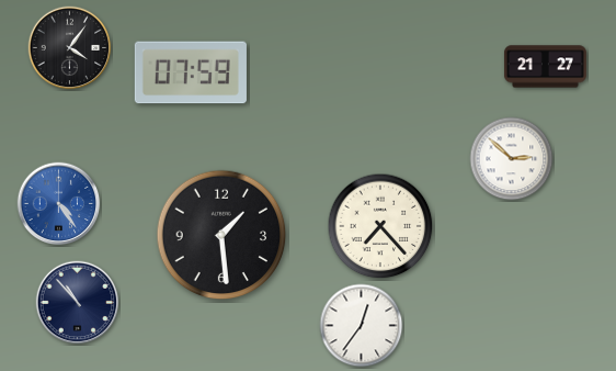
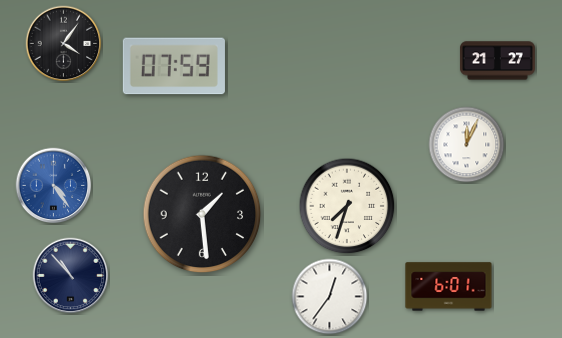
clock at (512, 159): 2:52 -> 12:04
clock at (380, 226): 7:23 -> 7:33
clock at (449, 287): none -> 6:01
